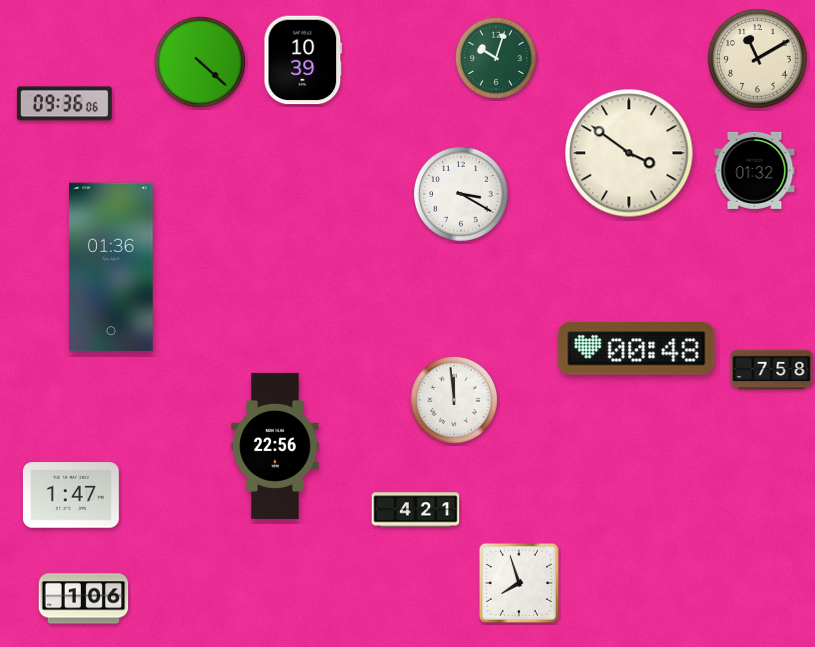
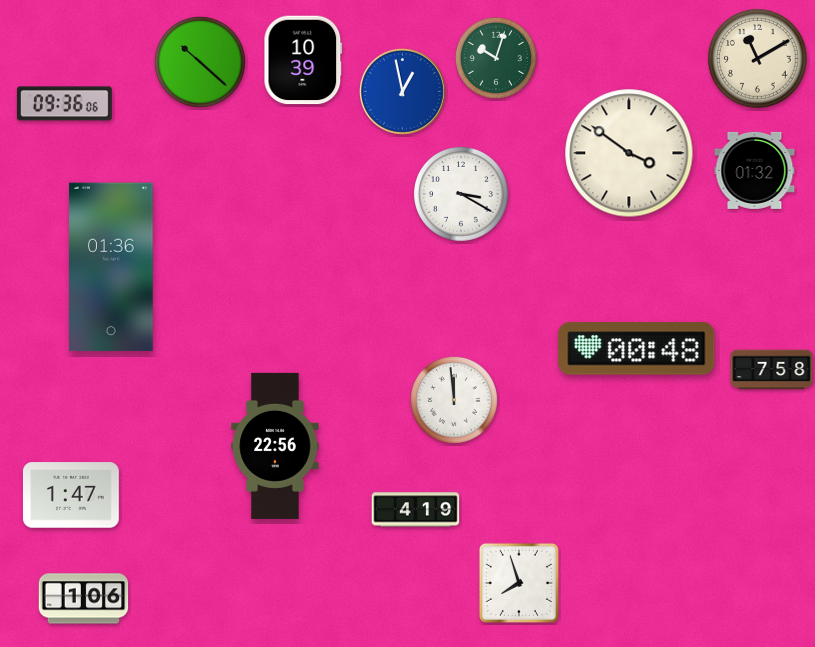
clock at (200, 62): 4:22 -> 10:22
clock at (403, 92): none -> 12:58
clock at (416, 510): 4:21 -> 4:19
